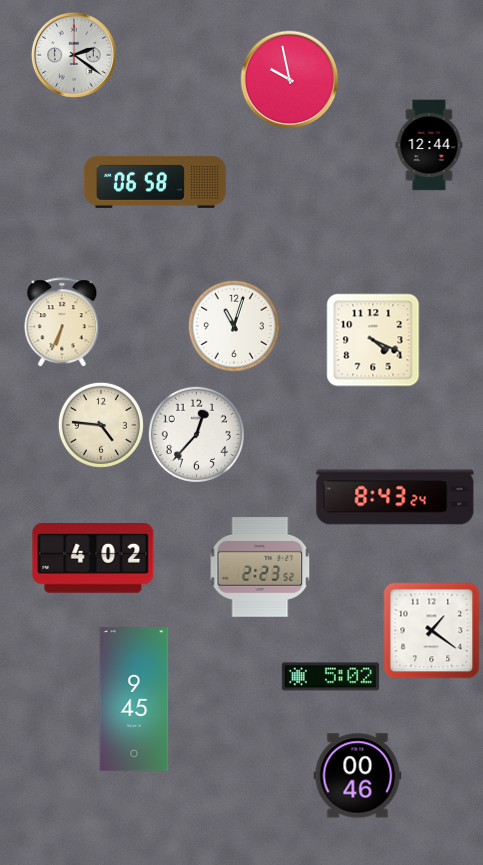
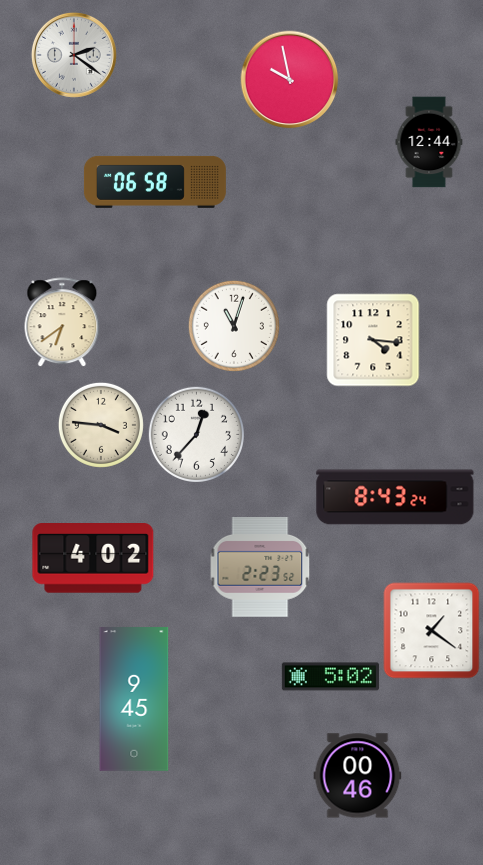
clock at (429, 145) position: (429, 145) -> (429, 142)
clock at (62, 322): 6:34 -> 6:39
clock at (373, 340): 4:19 -> 4:16
clock at (101, 425): 4:46 -> 3:46
